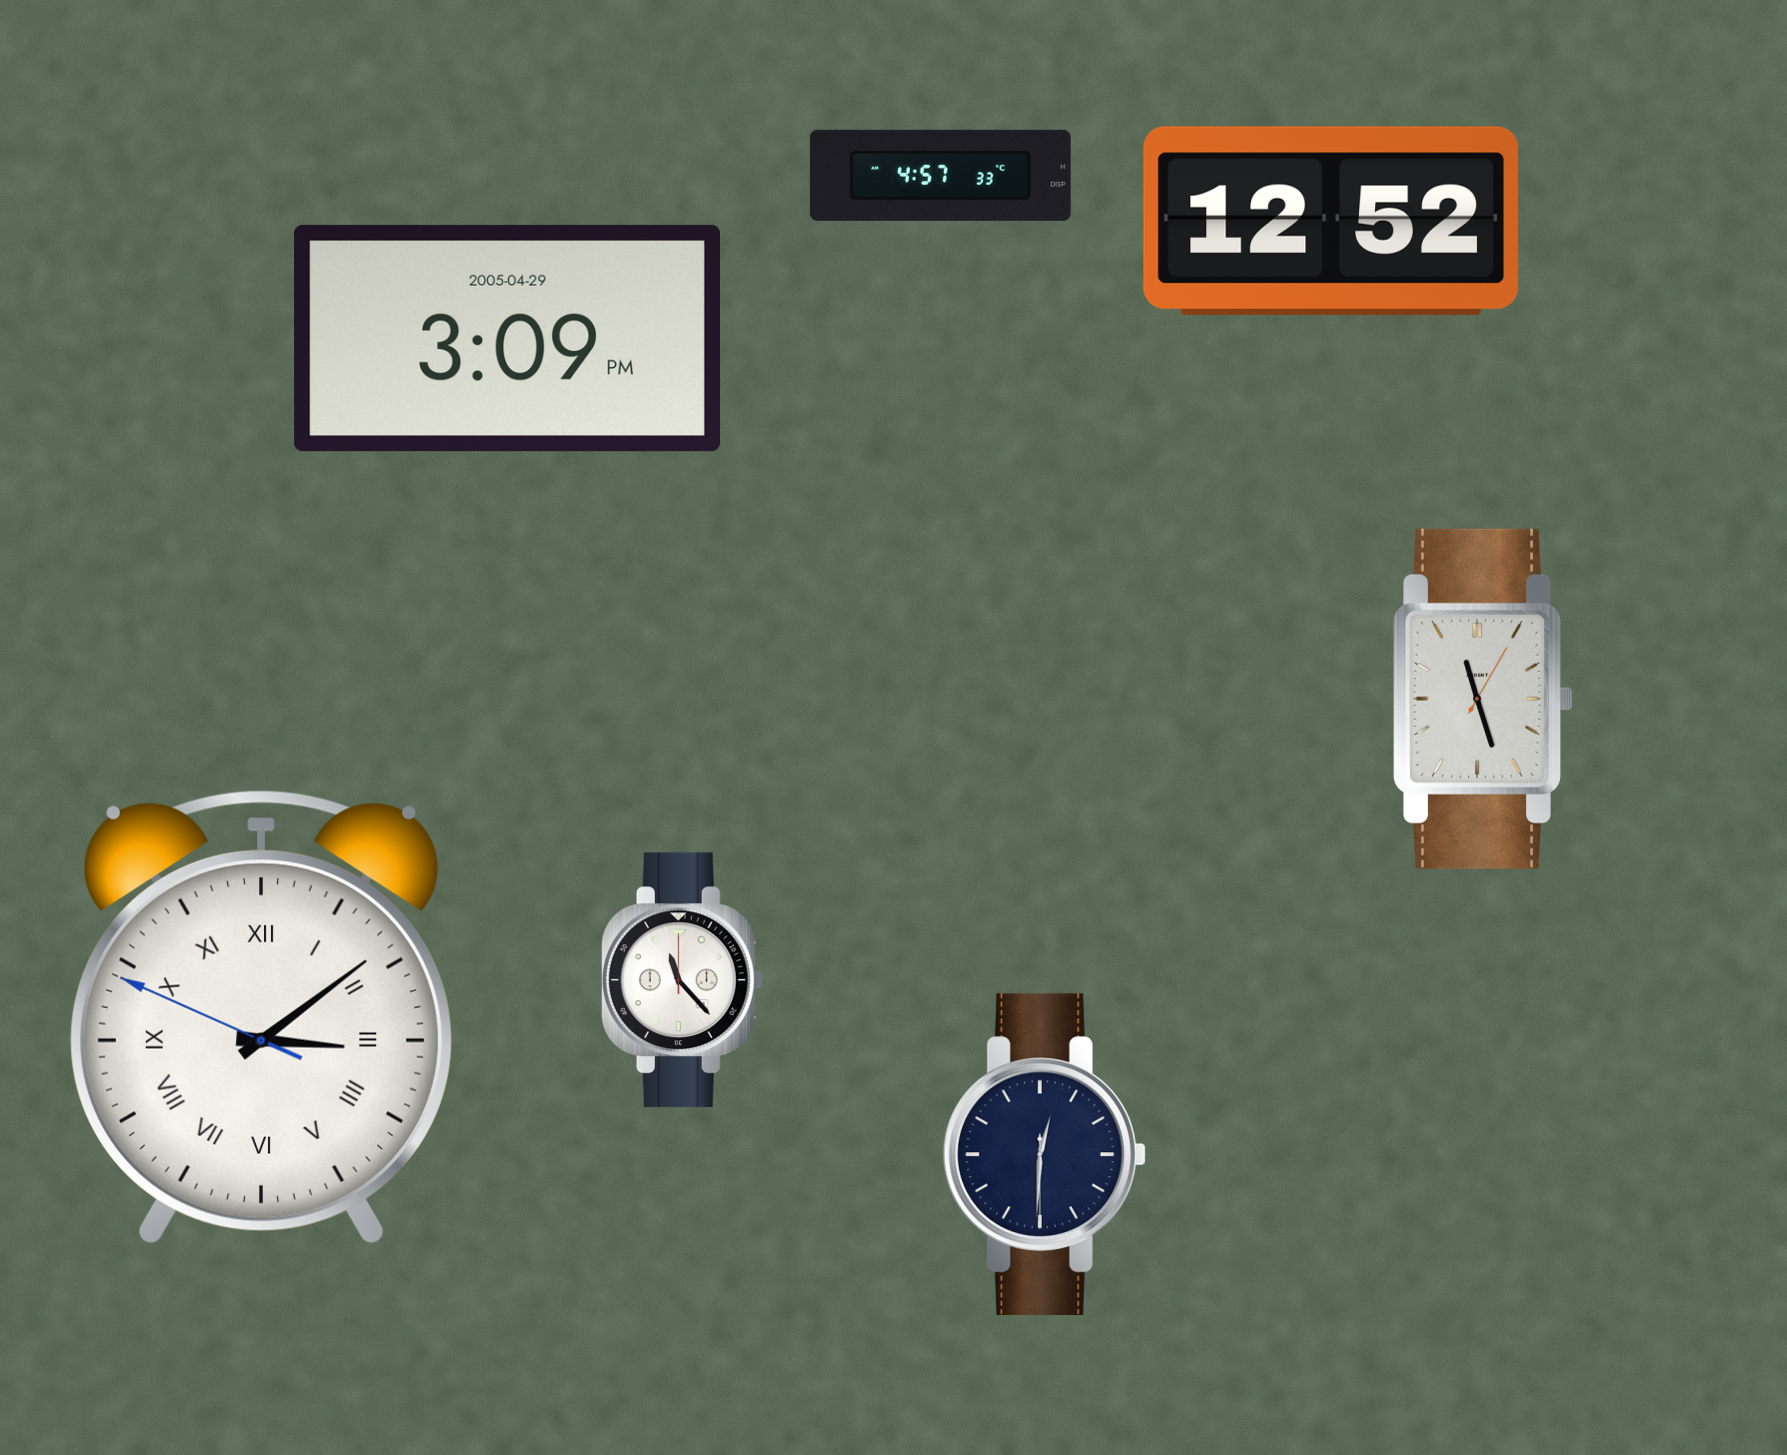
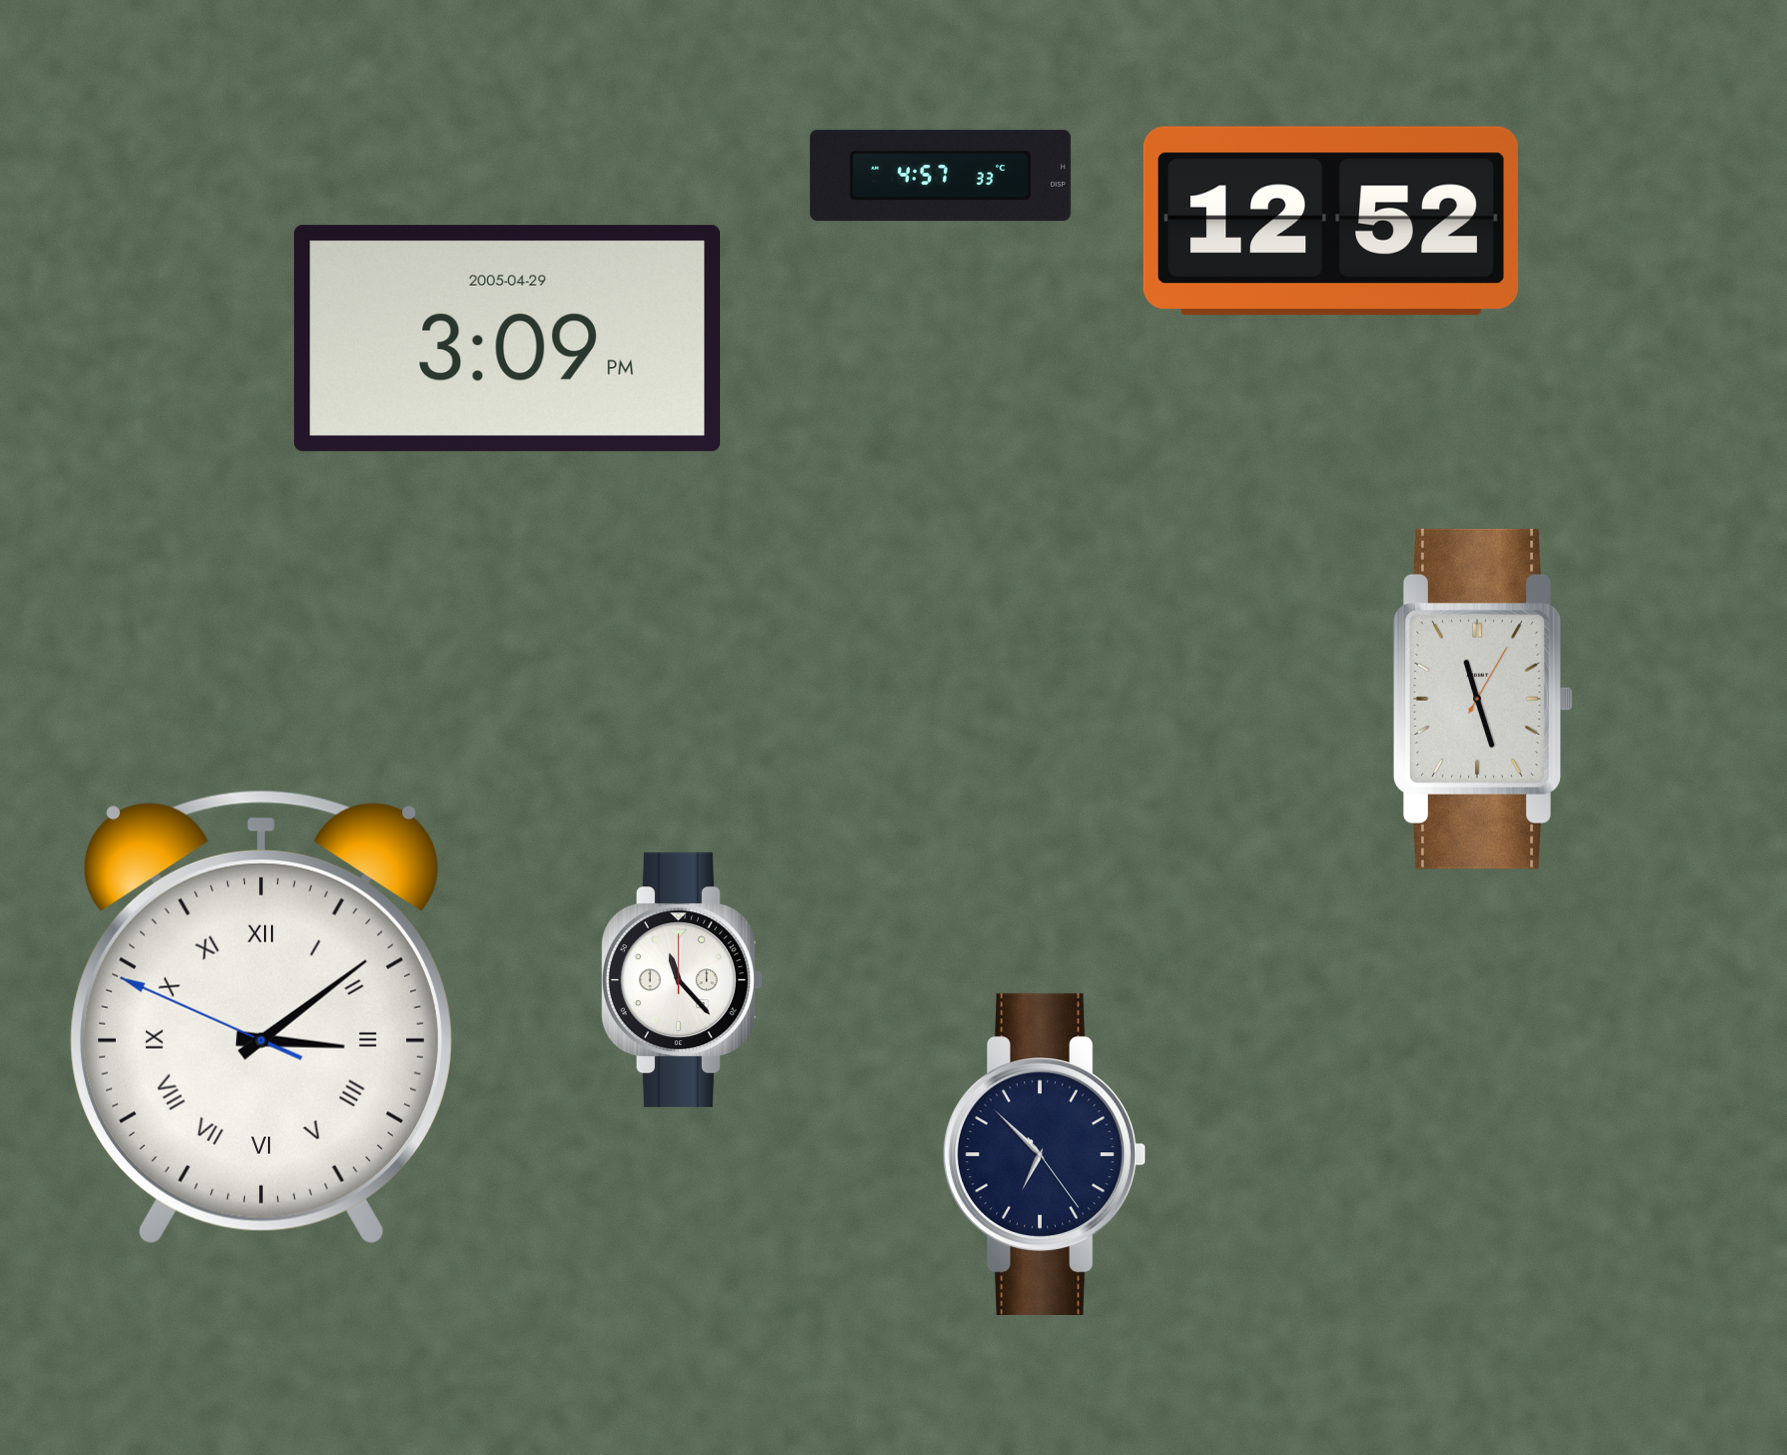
clock at (1044, 1154): 12:30 -> 6:52
